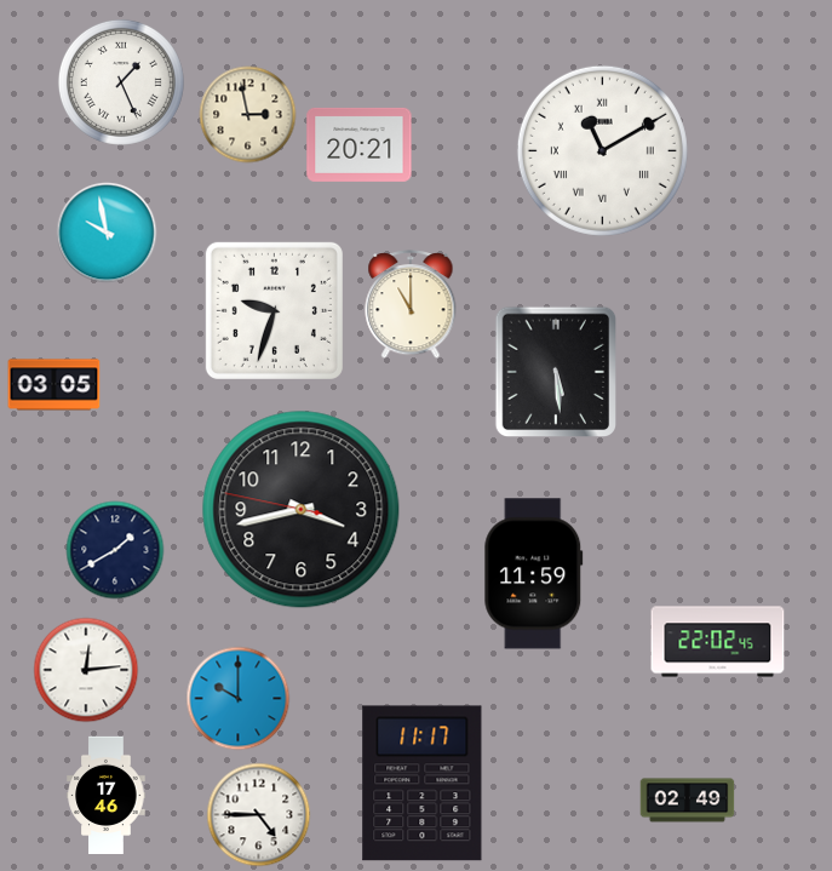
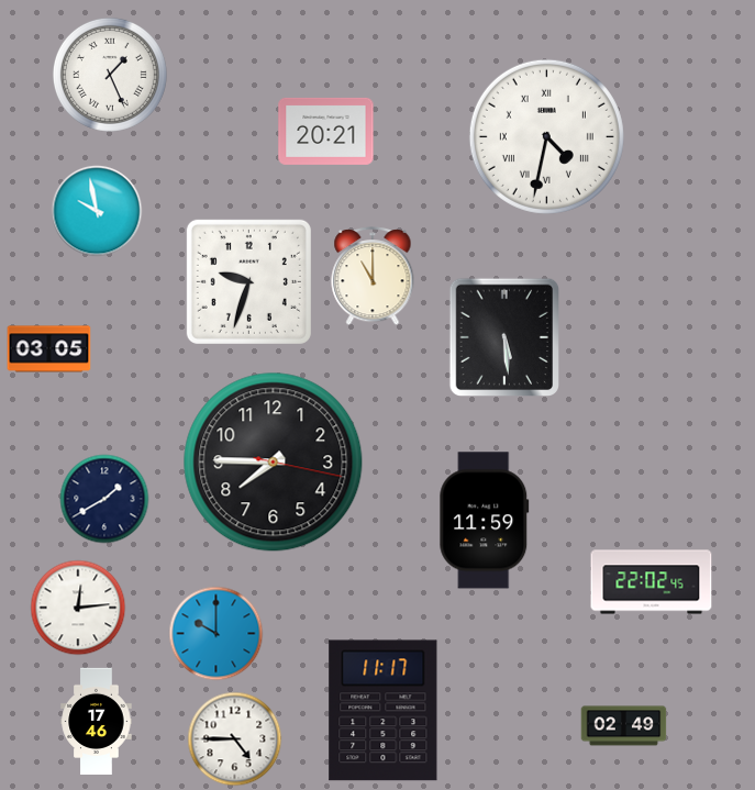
clock at (248, 115): 2:58 -> none
clock at (602, 150): 11:10 -> 4:32
clock at (302, 510): 3:42 -> 7:45
